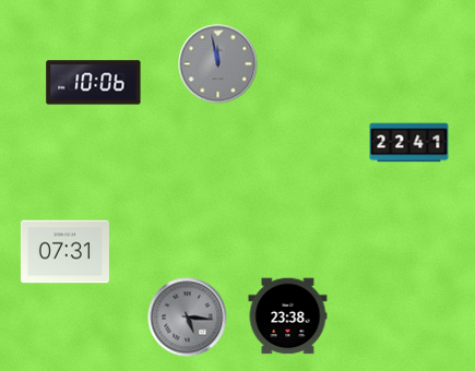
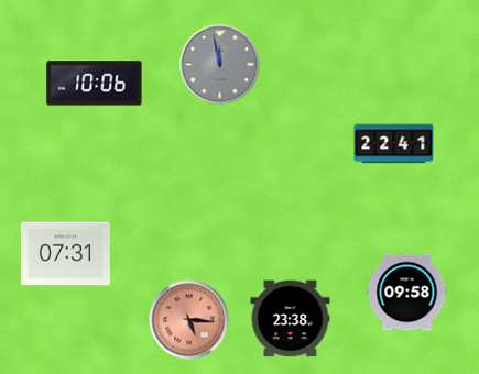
clock at (409, 143) position: (409, 143) -> (394, 144)
clock at (407, 293): none -> 09:58
clock at (188, 318) dial: grey -> salmon
